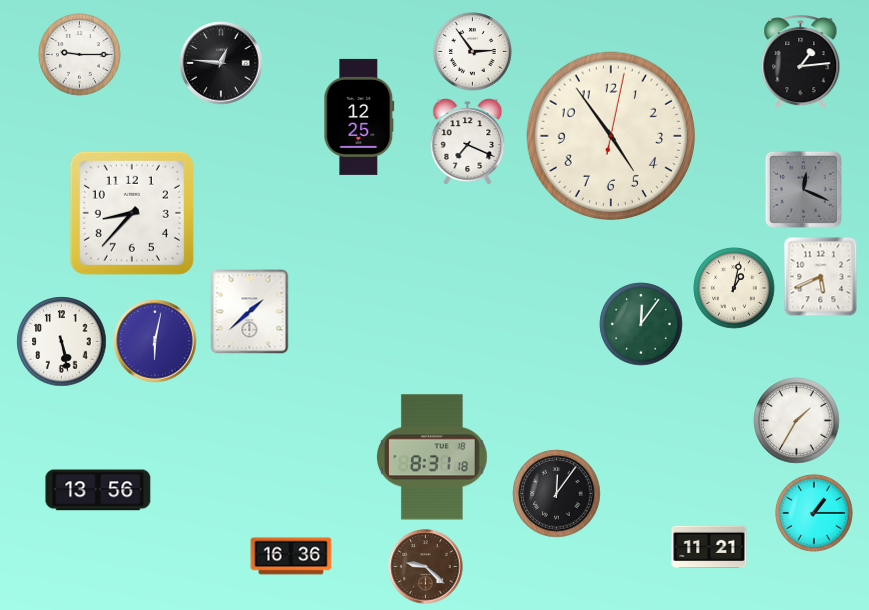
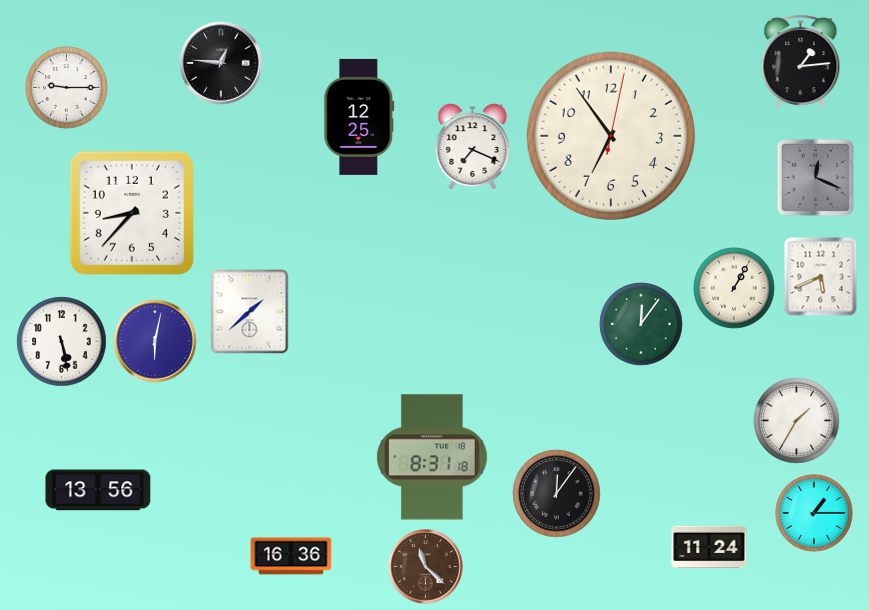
clock at (473, 52): 2:54 -> none
clock at (80, 55) position: (80, 55) -> (67, 88)
clock at (610, 135): 4:54 -> 6:54
clock at (468, 142) position: (468, 142) -> (473, 147)
clock at (803, 189) position: (803, 189) -> (815, 177)
clock at (734, 288): 1:02 -> 1:05
clock at (709, 547): 11:21 -> 11:24
clock at (426, 567): 9:22 -> 11:22
